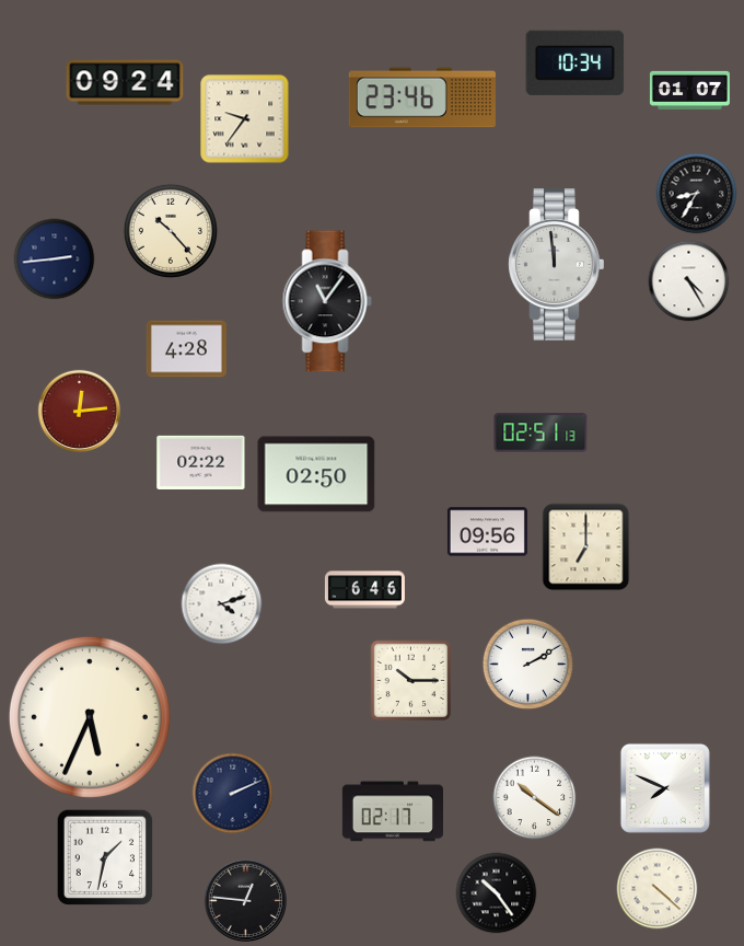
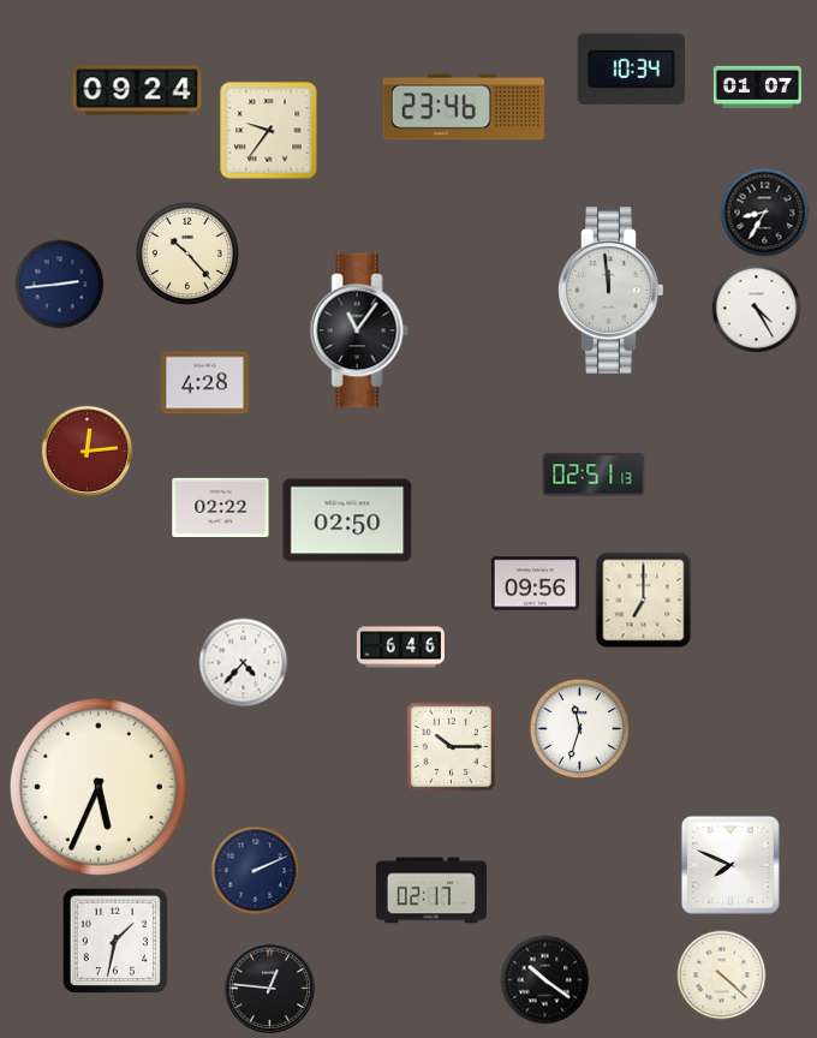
clock at (689, 90) position: (689, 90) -> (757, 86)
clock at (222, 604): 4:12 -> 4:37
clock at (528, 665): 2:10 -> 11:33
clock at (535, 798): 10:21 -> none
clock at (497, 893): 10:24 -> 10:21
